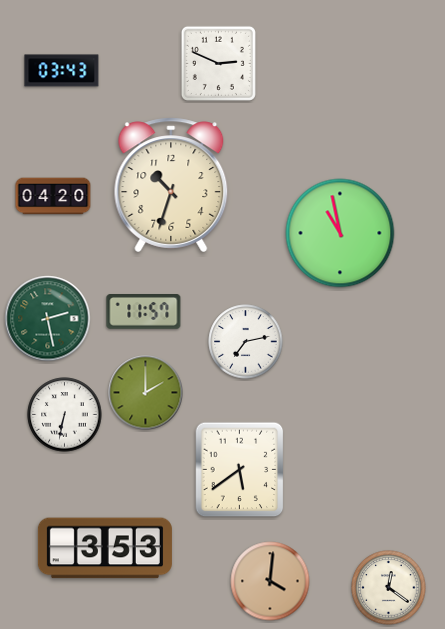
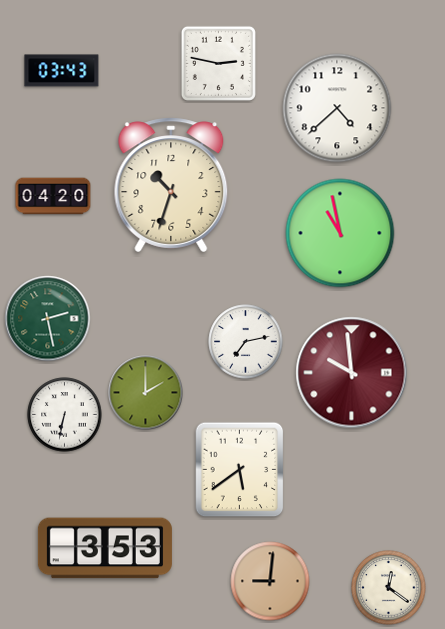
clock at (218, 63): 2:49 -> 2:47
clock at (337, 108): none -> 4:38
clock at (144, 312): 11:57 -> none
clock at (352, 373): none -> 9:59
clock at (270, 581): 4:01 -> 9:01
